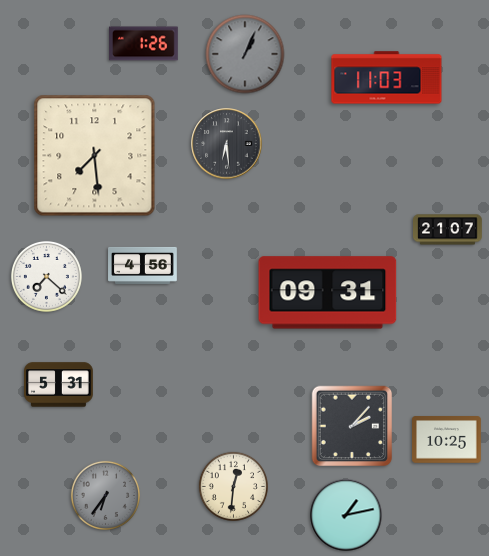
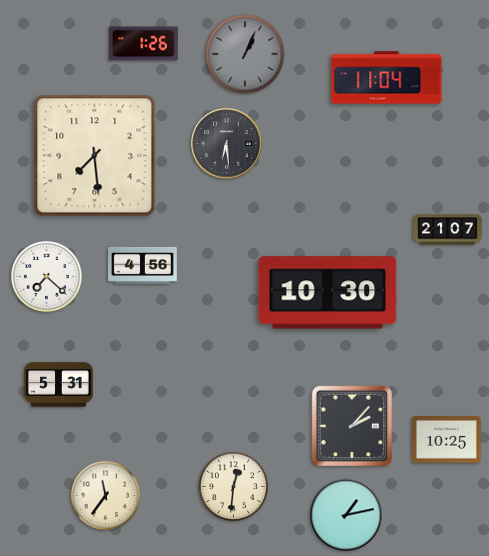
clock at (387, 78): 11:03 -> 11:04
clock at (328, 293): 09:31 -> 10:30
clock at (105, 495): 6:36 -> 11:36
clock at (105, 495) dial: grey -> cream
